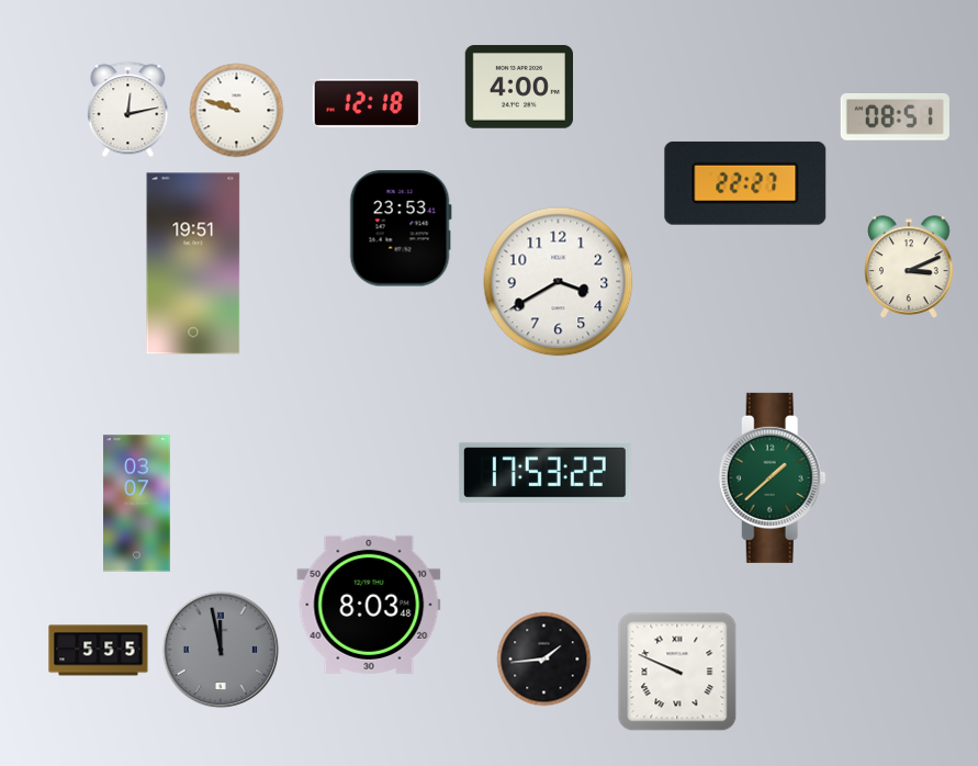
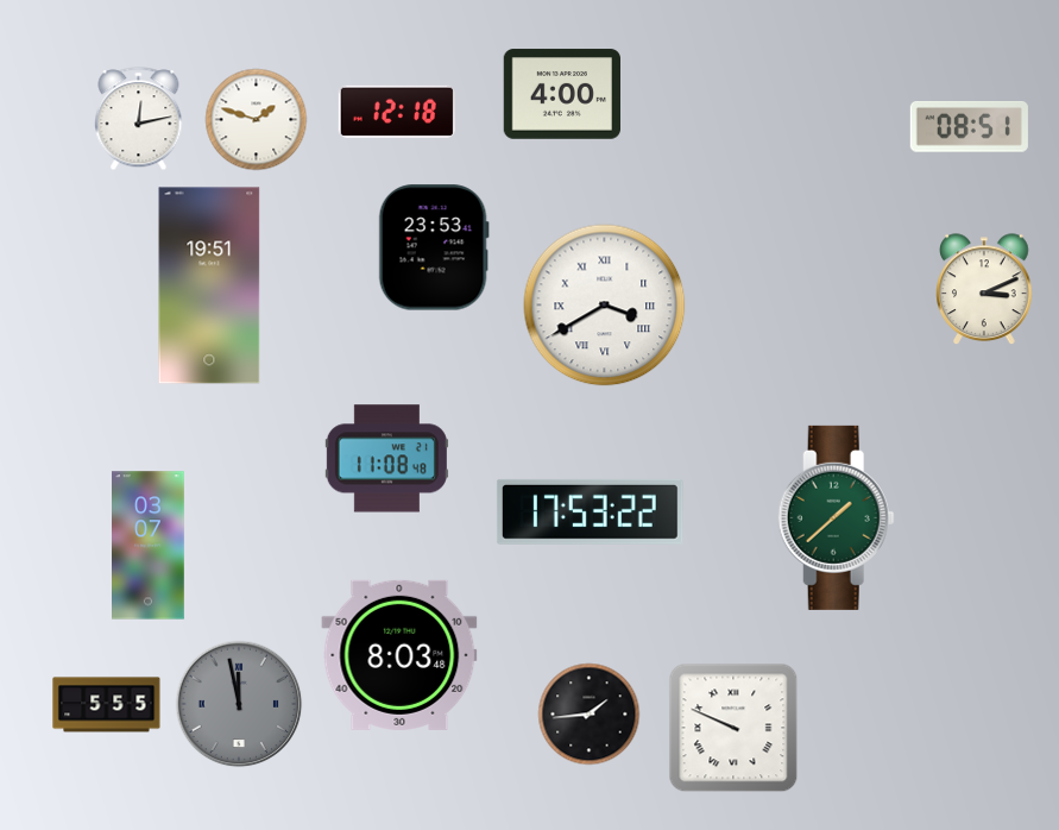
clock at (237, 111): 9:48 -> 1:48
clock at (745, 183): 22:27 -> none
clock at (559, 282) numerals: Arabic -> Roman
clock at (386, 459): none -> 11:08
